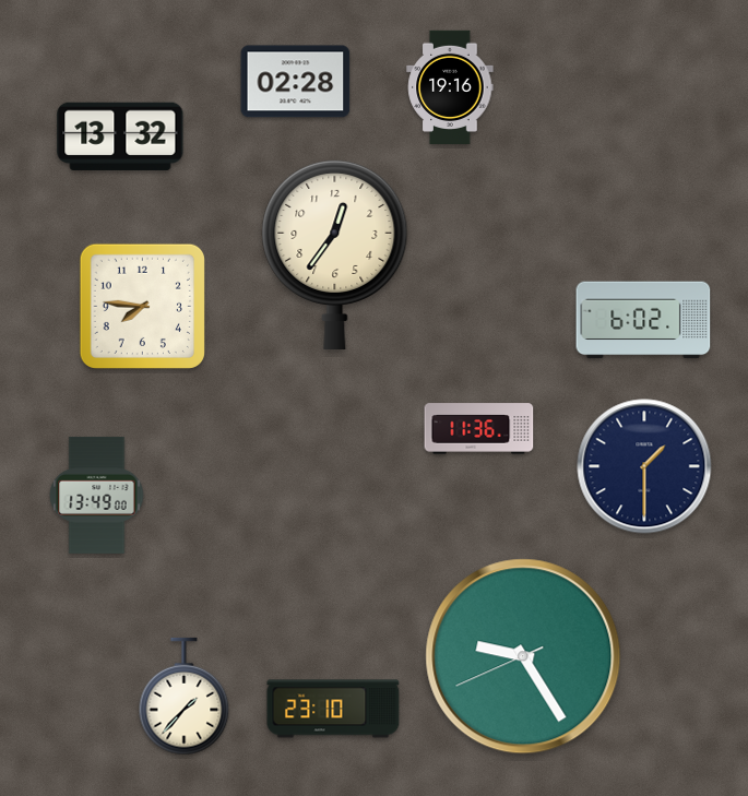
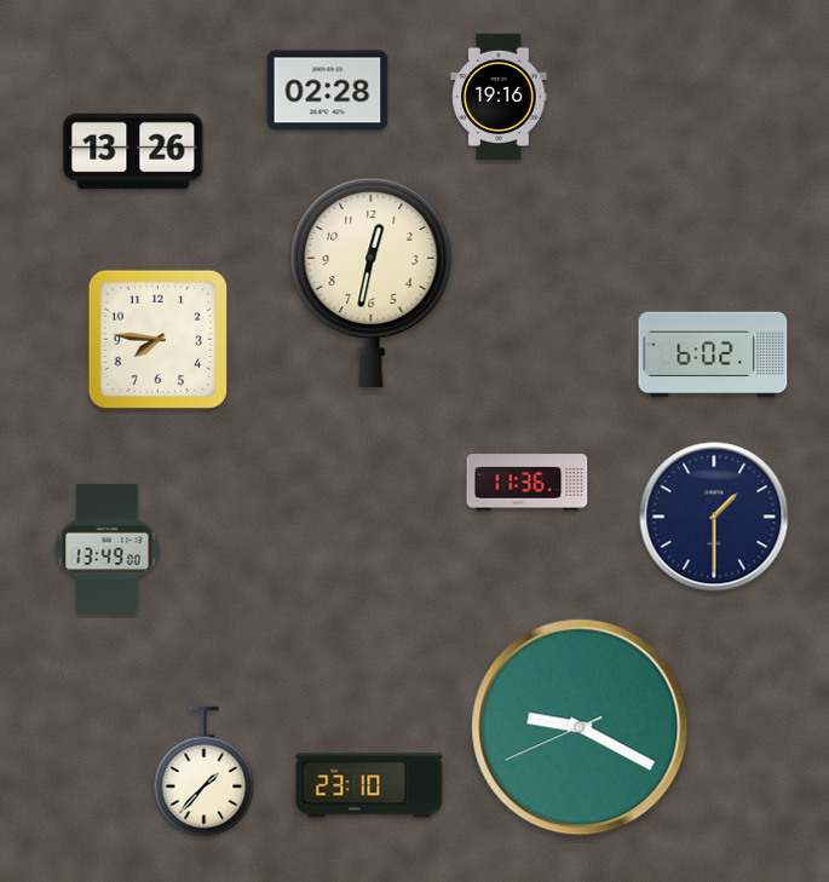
clock at (120, 136): 13:32 -> 13:26
clock at (335, 253): 12:36 -> 12:32
clock at (479, 429) position: (479, 429) -> (528, 483)
clock at (523, 656): 9:24 -> 9:19
